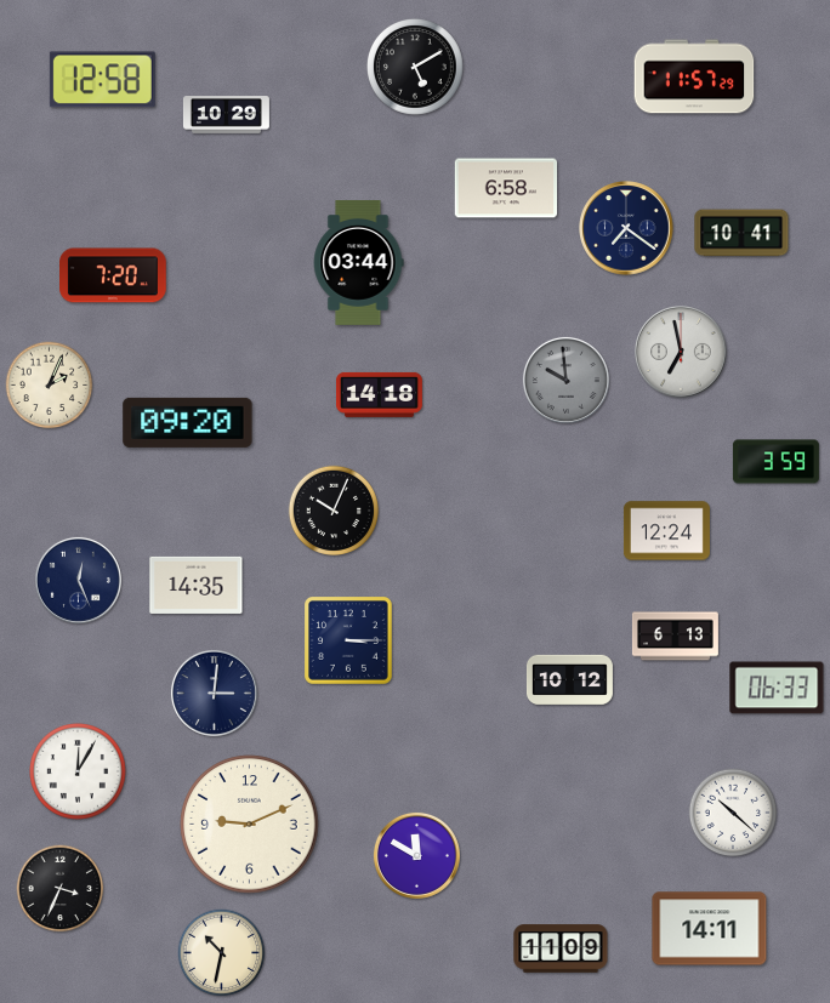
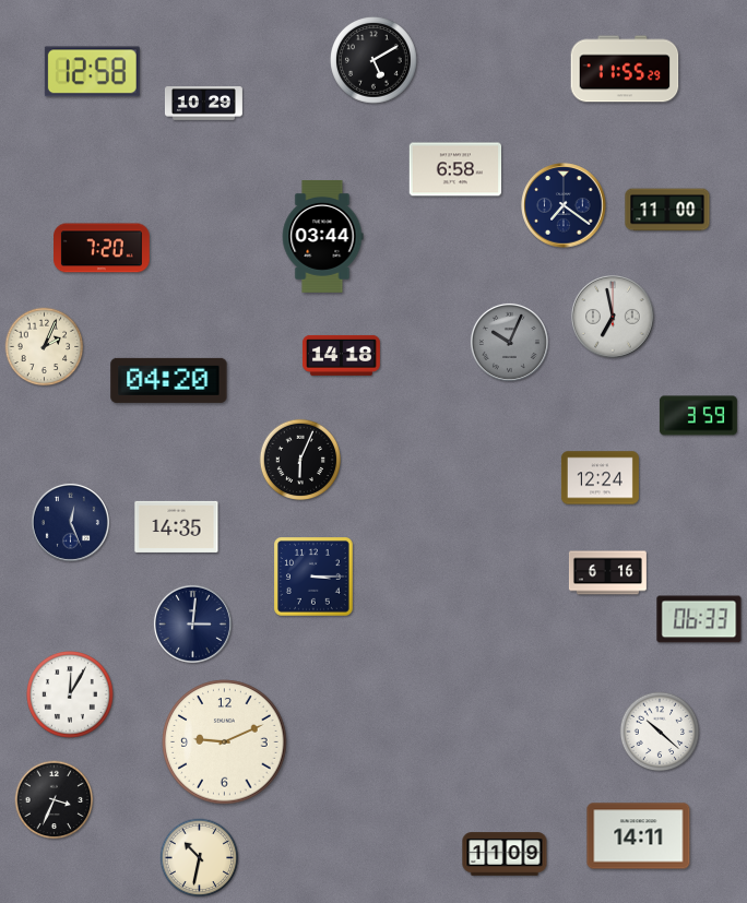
clock at (694, 76): 11:57 -> 11:55
clock at (741, 233): 10:41 -> 11:00
clock at (565, 380): 9:59 -> 10:04
clock at (188, 422): 09:20 -> 04:20
clock at (332, 509): 10:04 -> 6:04
clock at (675, 637): 6:13 -> 6:16
clock at (569, 679): 10:12 -> none
clock at (416, 855): 11:50 -> none
